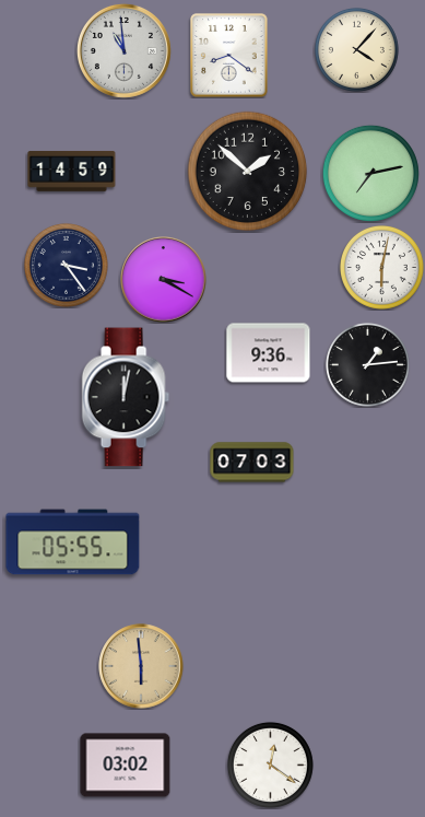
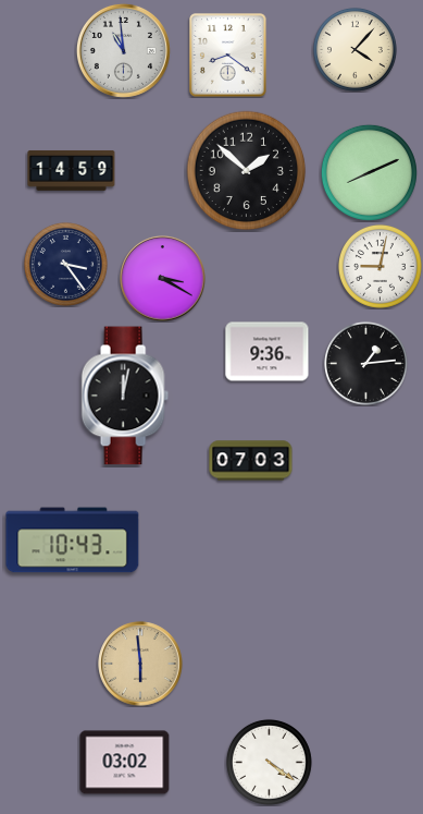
clock at (370, 173): 7:13 -> 8:11
clock at (381, 267): 6:02 -> 9:02
clock at (73, 542): 05:55 -> 10:43
clock at (270, 765): 12:21 -> 4:21
